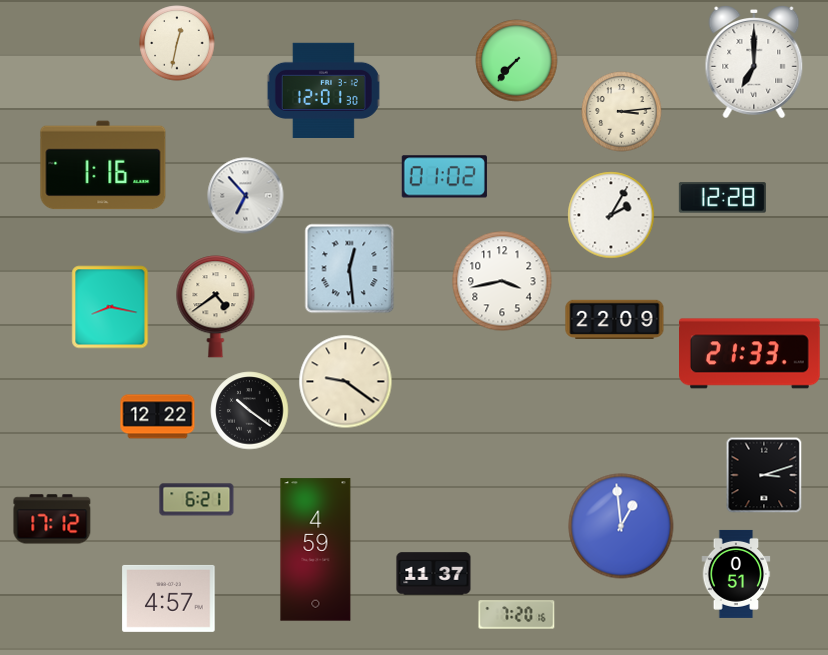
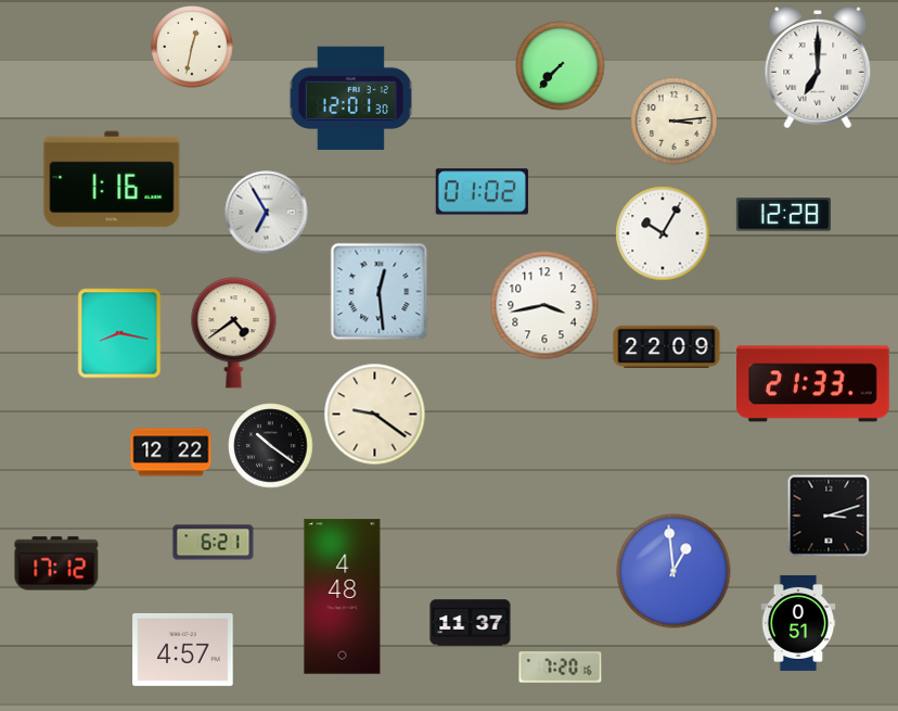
clock at (246, 196): 6:53 -> 6:55
clock at (611, 215): 2:05 -> 10:05
clock at (316, 550): 4:59 -> 4:48
